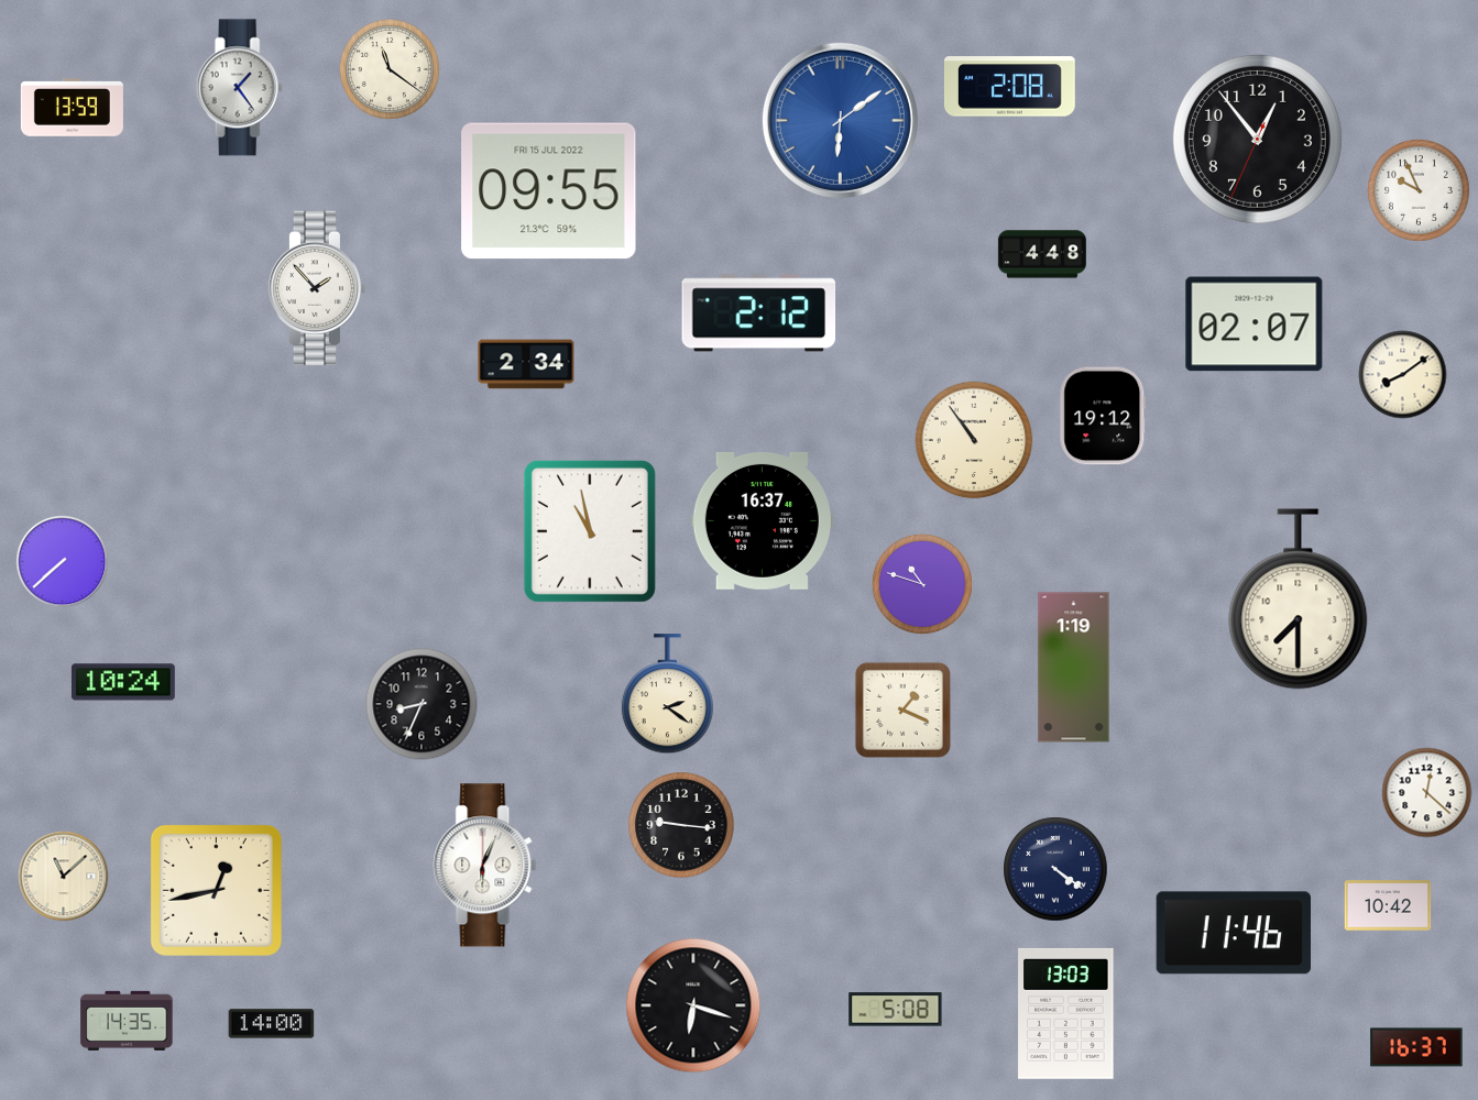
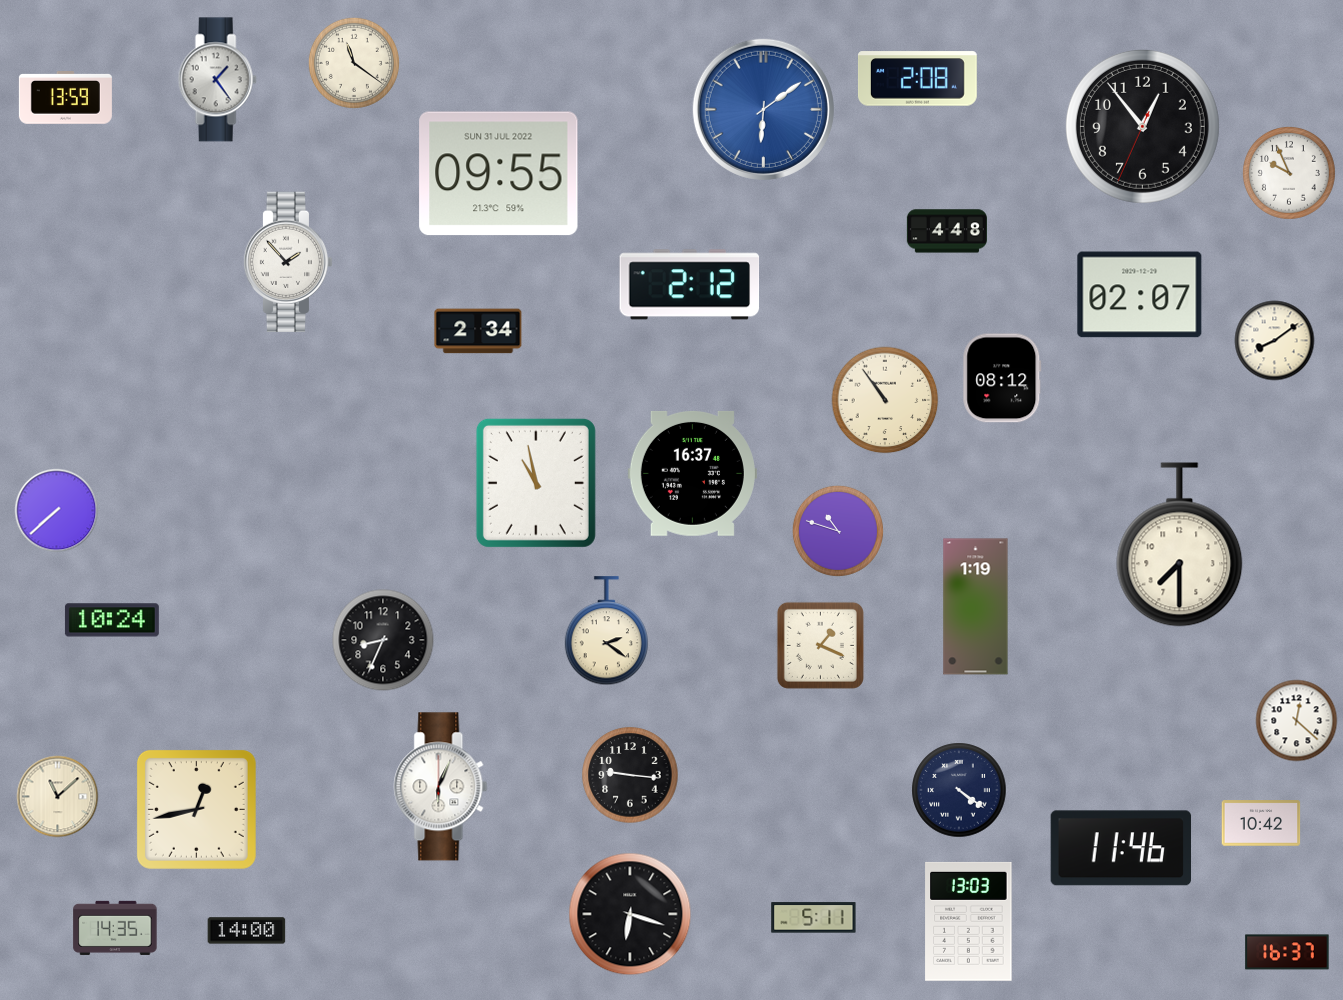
clock at (549, 191) date: FRI 15 JUL 2022 -> SUN 31 JUL 2022
clock at (1103, 416): 19:12 -> 08:12
clock at (681, 825) position: (681, 825) -> (630, 775)
clock at (896, 1010): 5:08 -> 5:11
